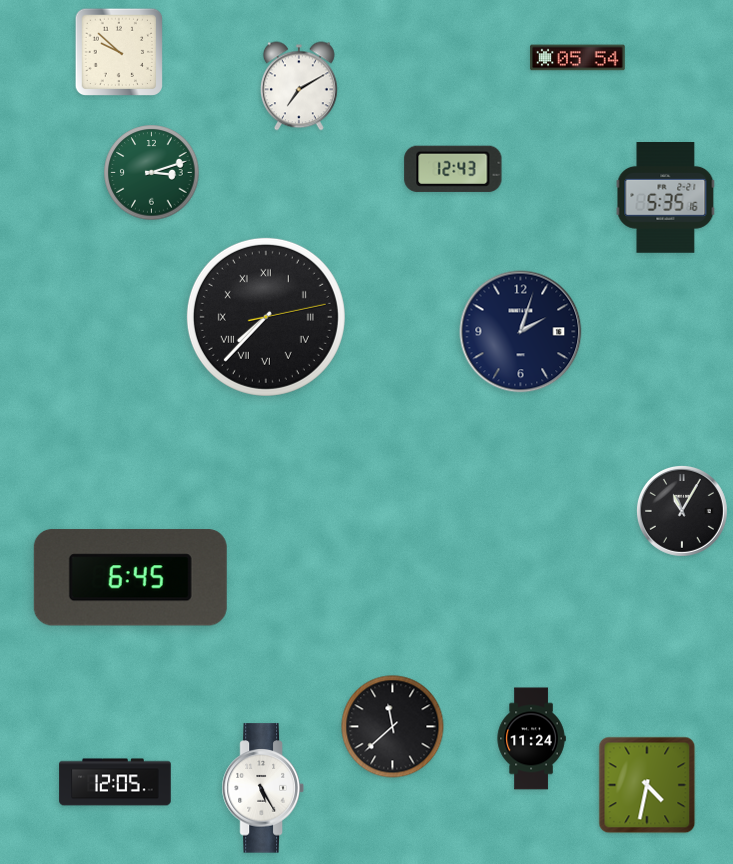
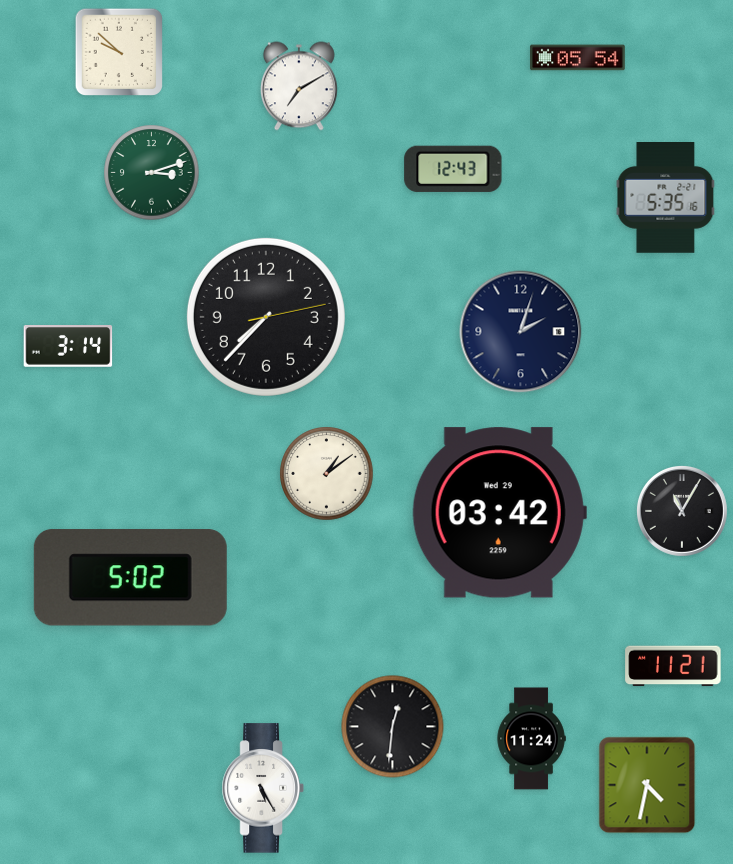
clock at (266, 317) numerals: Roman -> Arabic
clock at (68, 346): none -> 3:14
clock at (327, 474): none -> 1:09
clock at (499, 513): none -> 03:42
clock at (130, 578): 6:45 -> 5:02
clock at (673, 666): none -> 11:21
clock at (393, 727): 11:38 -> 12:31
clock at (115, 782): 12:05 -> none
